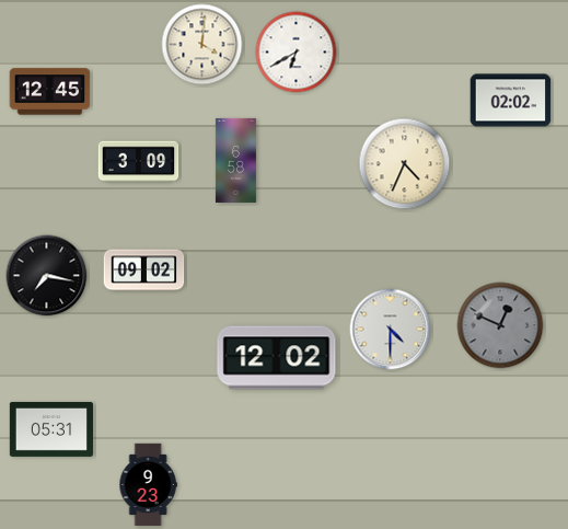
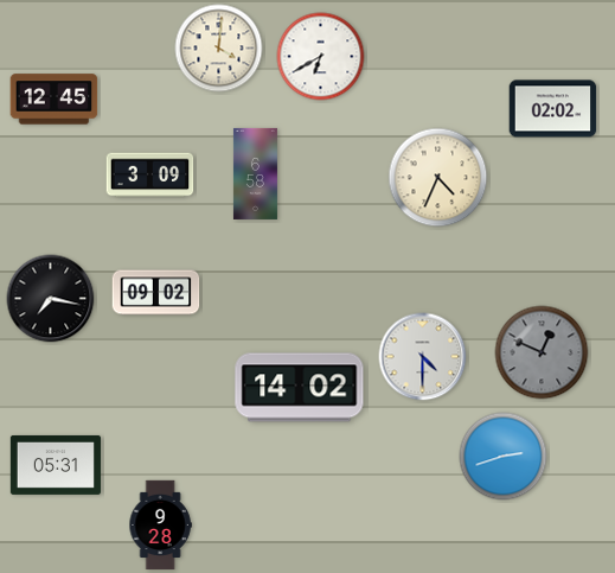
clock at (277, 358): 12:02 -> 14:02
clock at (504, 457): none -> 2:42
clock at (148, 485): 9:23 -> 9:28
